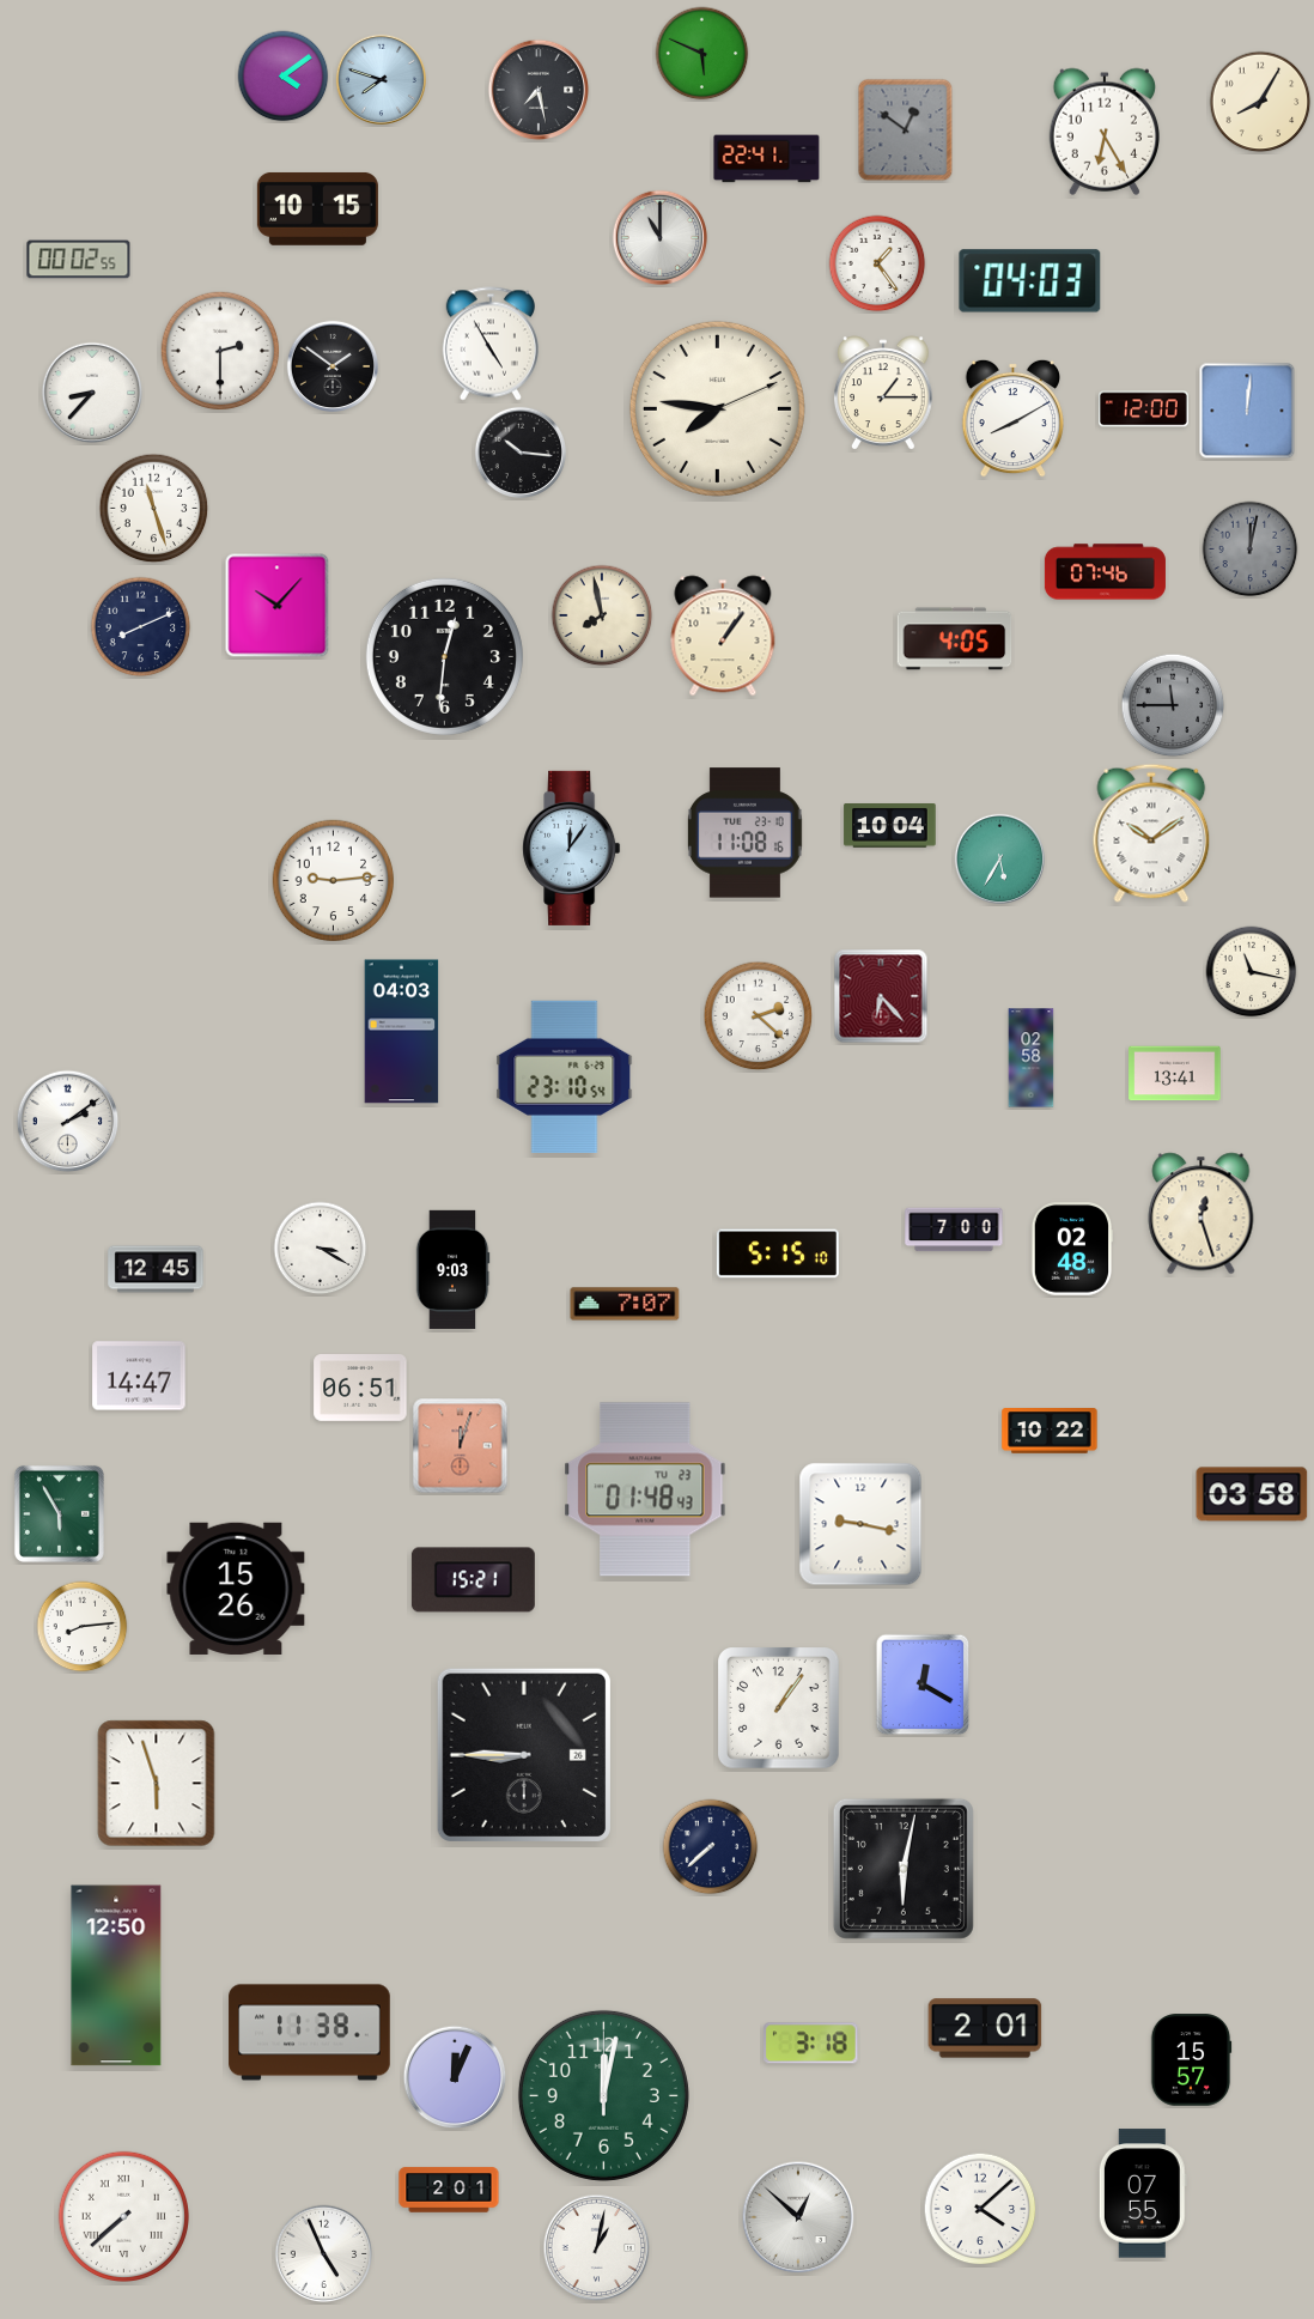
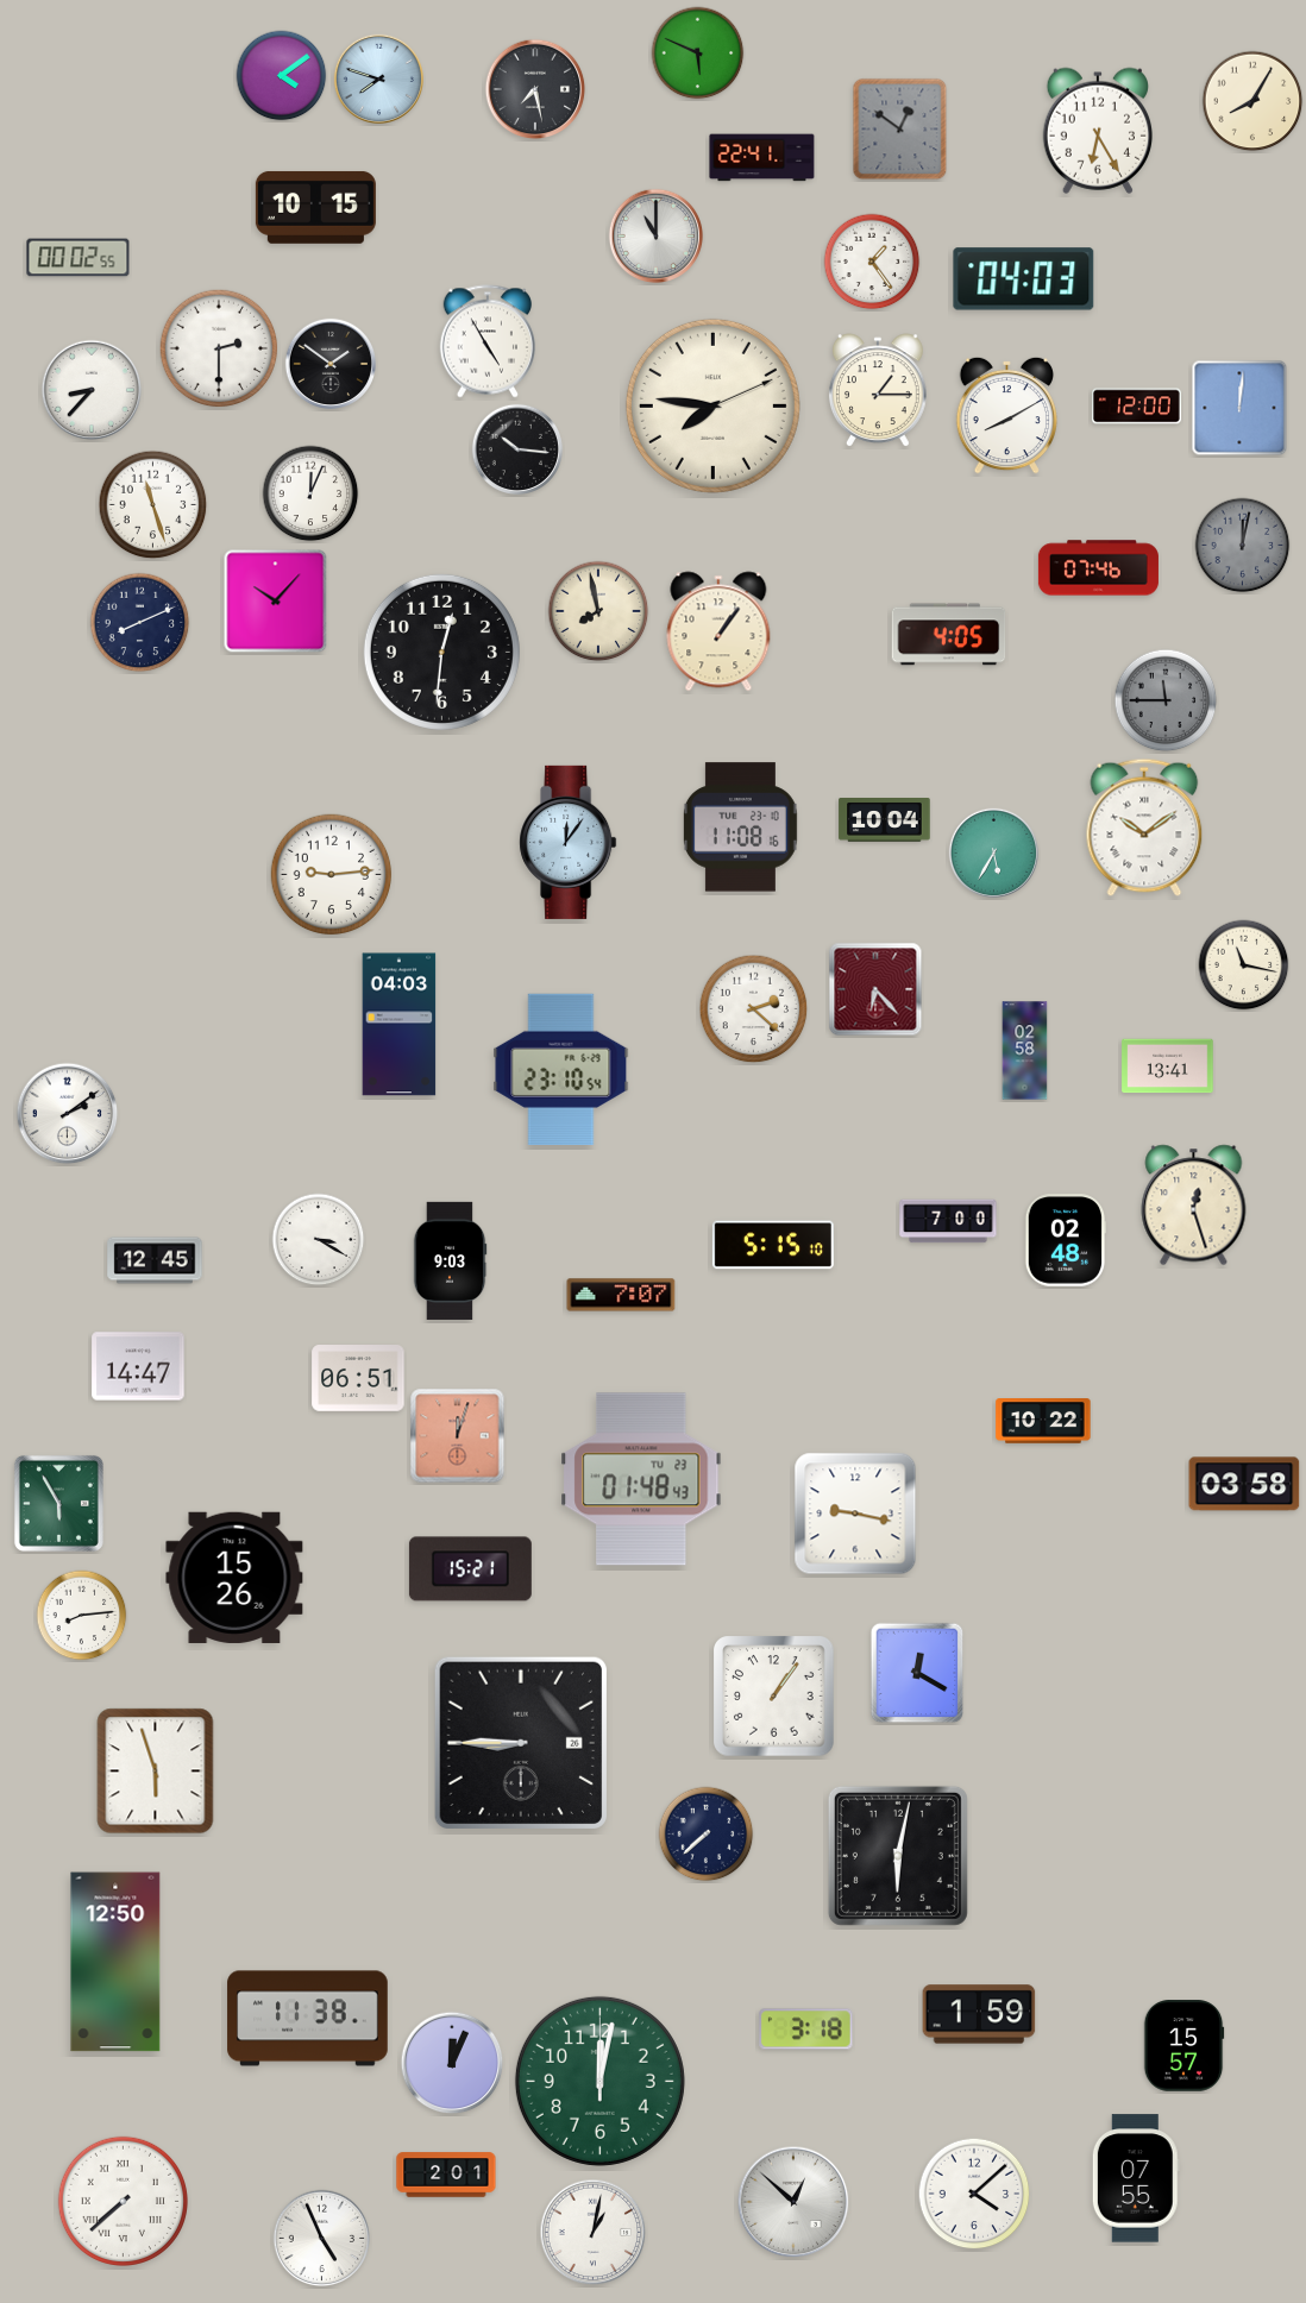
clock at (310, 493): none -> 12:04
clock at (985, 2028): 2:01 -> 1:59
